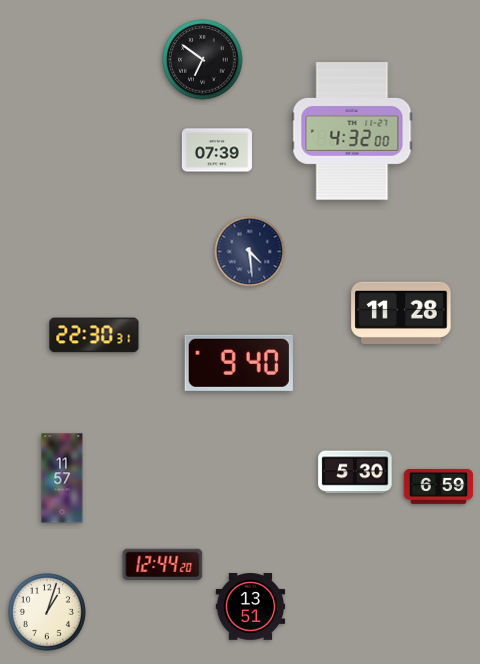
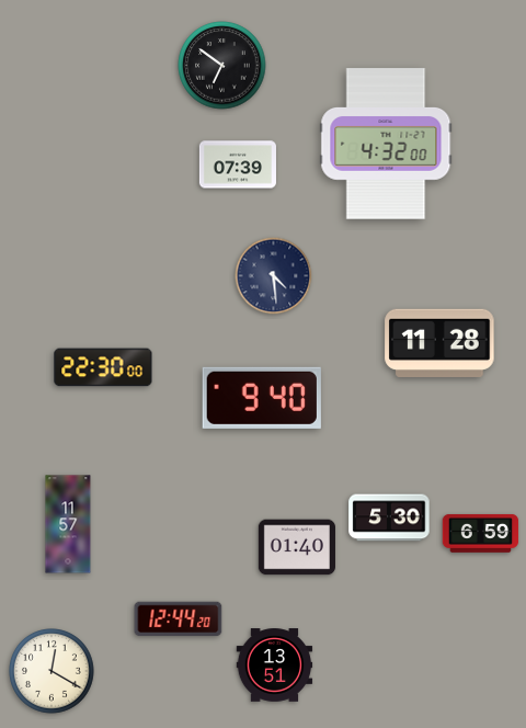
clock at (94, 335): 22:30:31 -> 22:30:00
clock at (297, 547): none -> 01:40
clock at (48, 613): 1:03 -> 12:20
